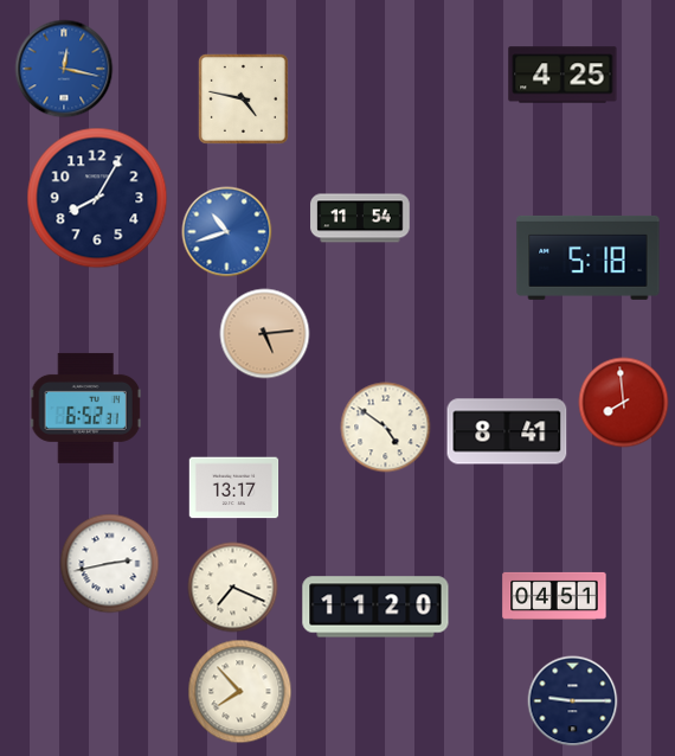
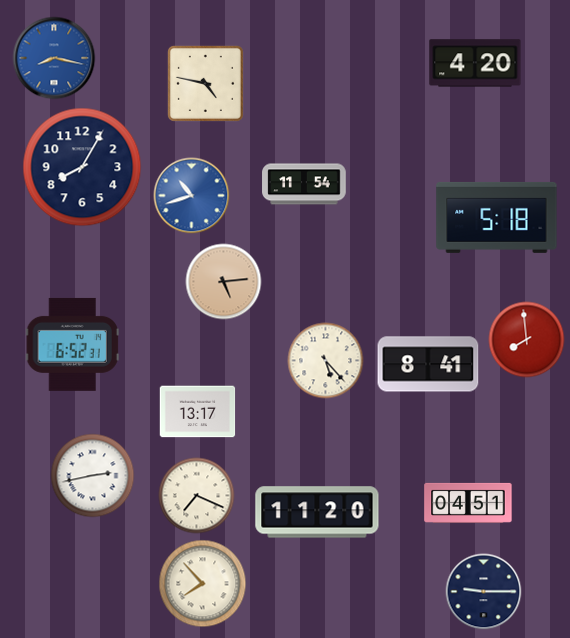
clock at (64, 69): 12:17 -> 8:17
clock at (562, 75): 4:25 -> 4:20
clock at (386, 428): 4:51 -> 5:23
